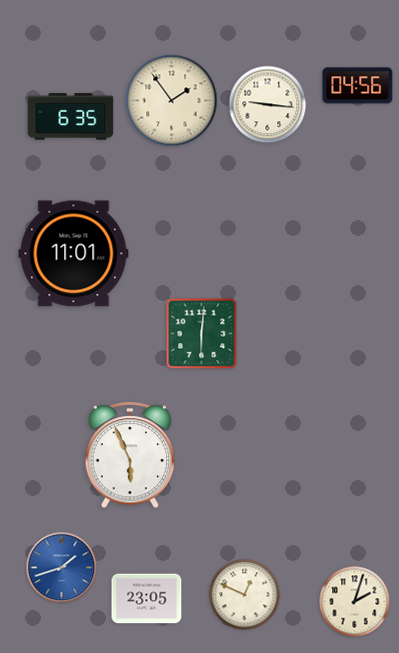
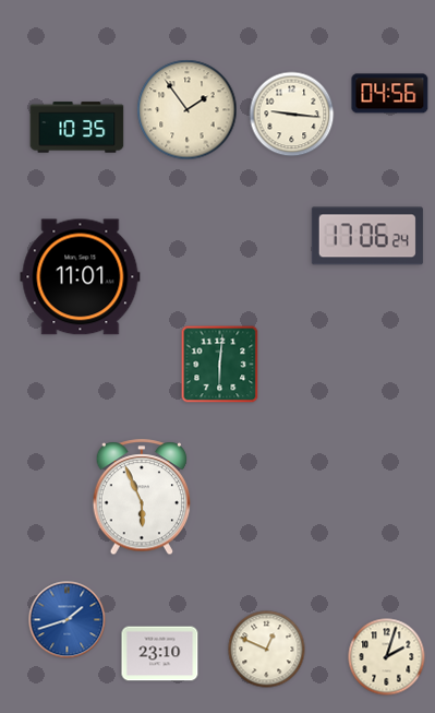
clock at (71, 117): 6:35 -> 10:35
clock at (367, 236): none -> 17:06
clock at (147, 599): 23:05 -> 23:10
